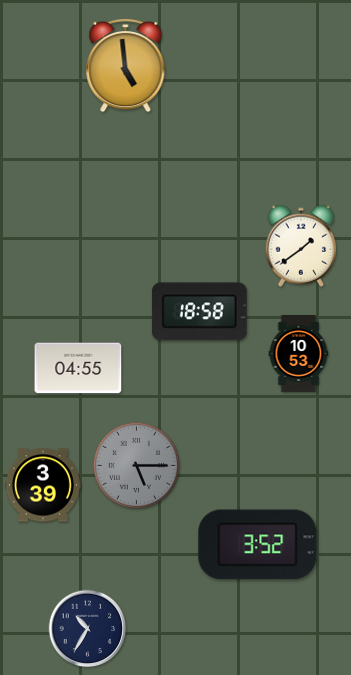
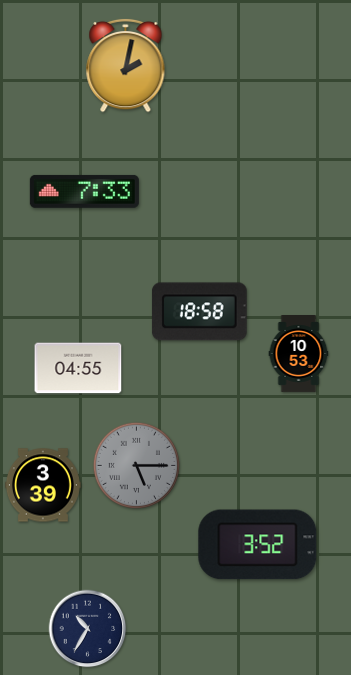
clock at (126, 65): 4:59 -> 2:02
clock at (84, 191): none -> 7:33
clock at (301, 246): 1:39 -> none
